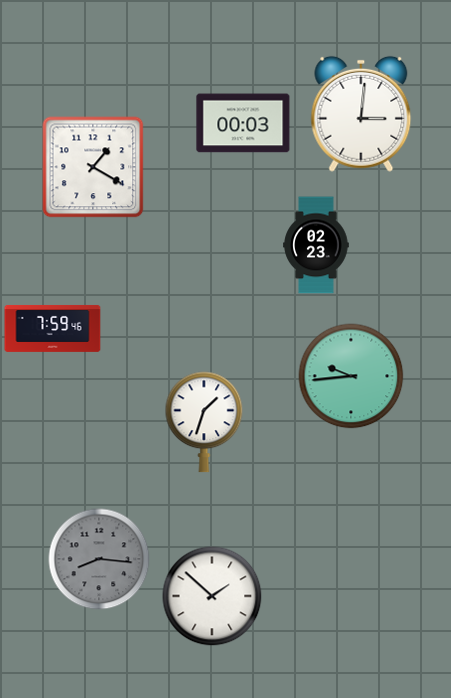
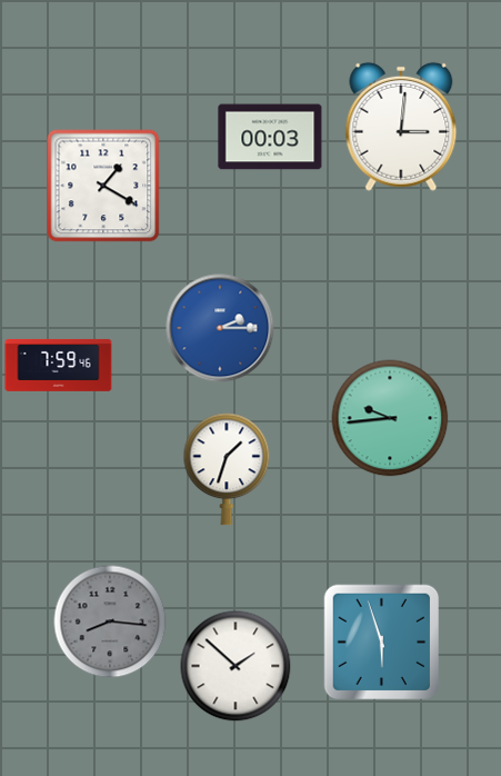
clock at (316, 245): 02:23 -> none
clock at (220, 328): none -> 2:15
clock at (382, 643): none -> 5:57
clock at (212, 596) position: (212, 596) -> (236, 666)
